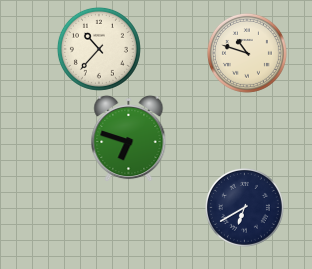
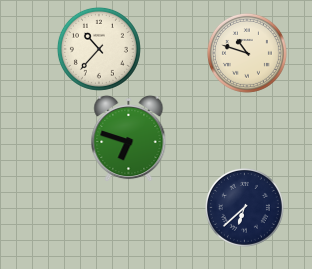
clock at (244, 207): 6:40 -> 6:38
